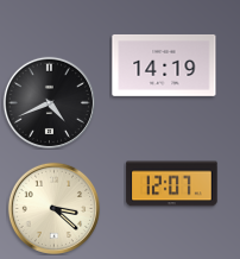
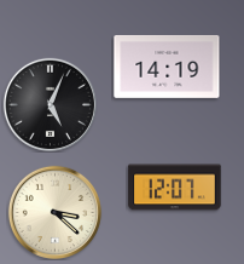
clock at (49, 102): 4:41 -> 5:04
